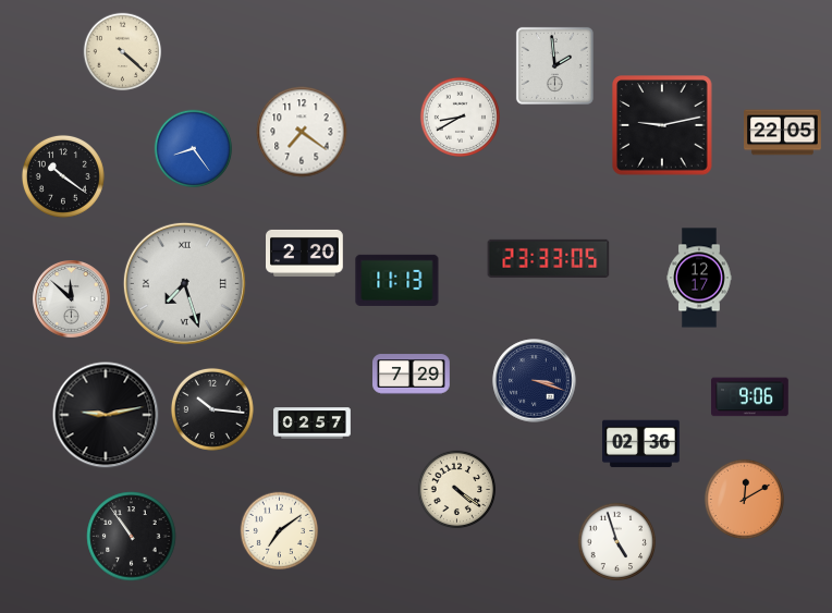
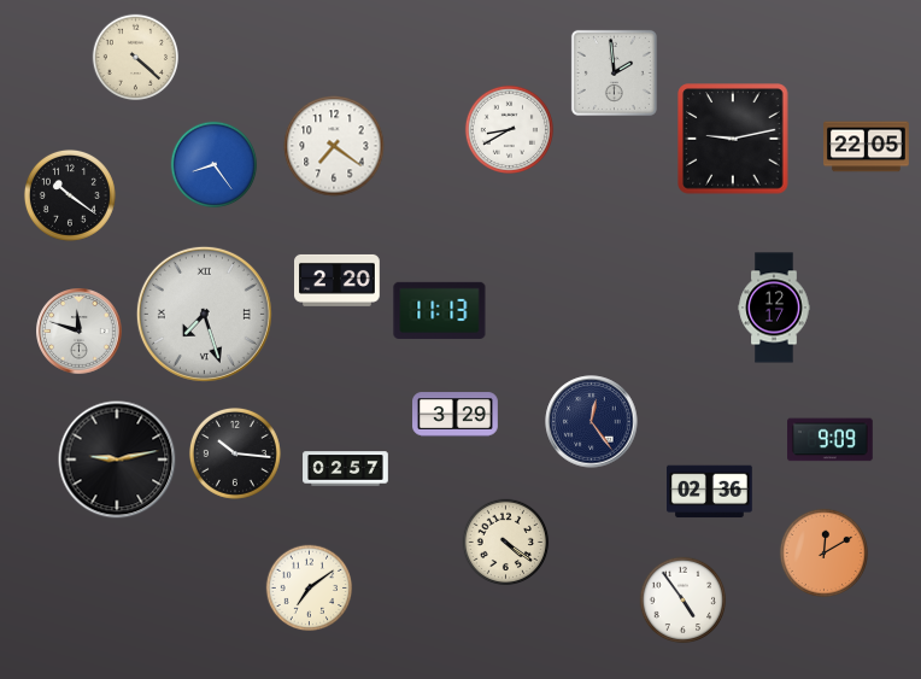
clock at (549, 258): 23:33 -> none
clock at (72, 299): 11:52 -> 11:48
clock at (412, 375): 7:29 -> 3:29
clock at (535, 381): 3:18 -> 12:24
clock at (750, 397): 9:06 -> 9:09
clock at (132, 537): 10:54 -> none
clock at (617, 542): 4:57 -> 4:54
